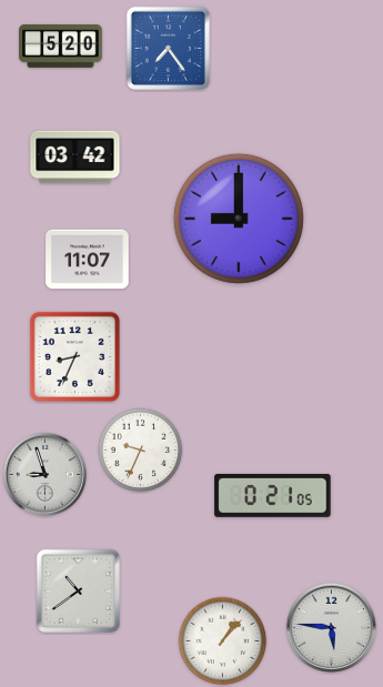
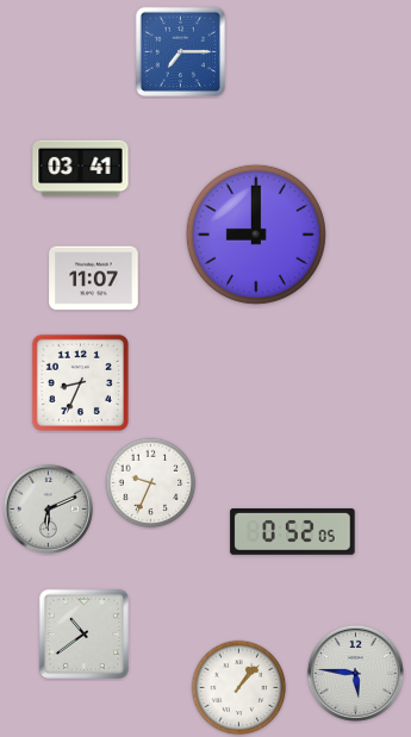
clock at (61, 46): 5:20 -> none
clock at (168, 48): 7:24 -> 7:15
clock at (75, 158): 03:42 -> 03:41
clock at (44, 474): 8:57 -> 6:11
clock at (273, 496): 0:21 -> 0:52
